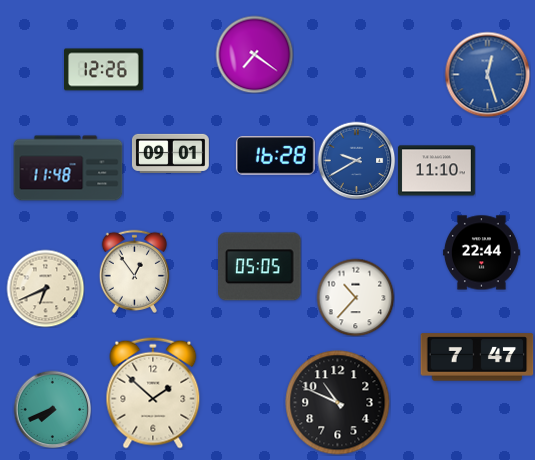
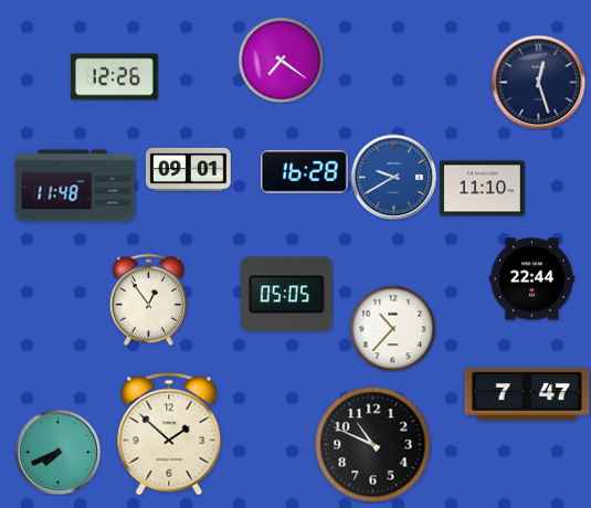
clock at (487, 74) dial: blue -> navy
clock at (45, 288): 6:41 -> none
